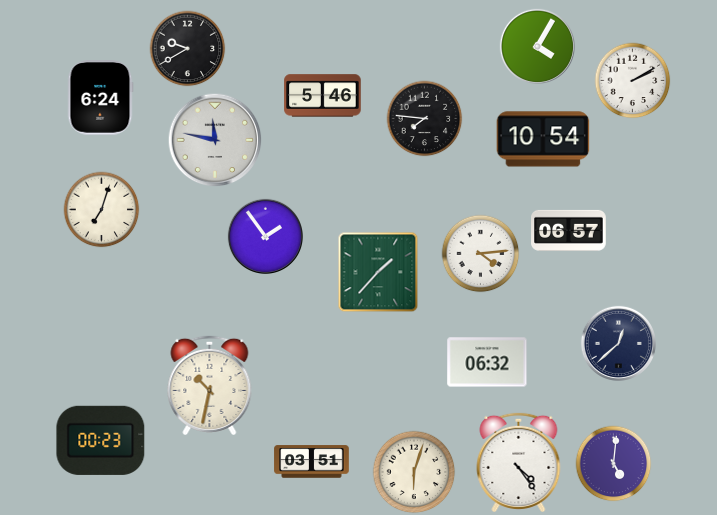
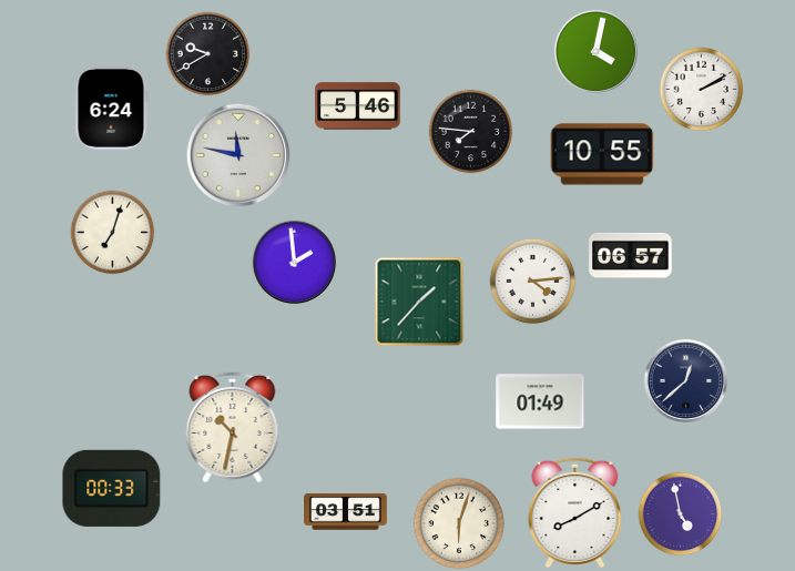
clock at (537, 46): 4:05 -> 4:02
clock at (543, 139): 10:54 -> 10:55
clock at (265, 236): 1:54 -> 1:59
clock at (487, 362): 06:32 -> 01:49
clock at (101, 440): 00:23 -> 00:33
clock at (519, 462): 4:24 -> 8:10
clock at (614, 464): 5:01 -> 4:58
